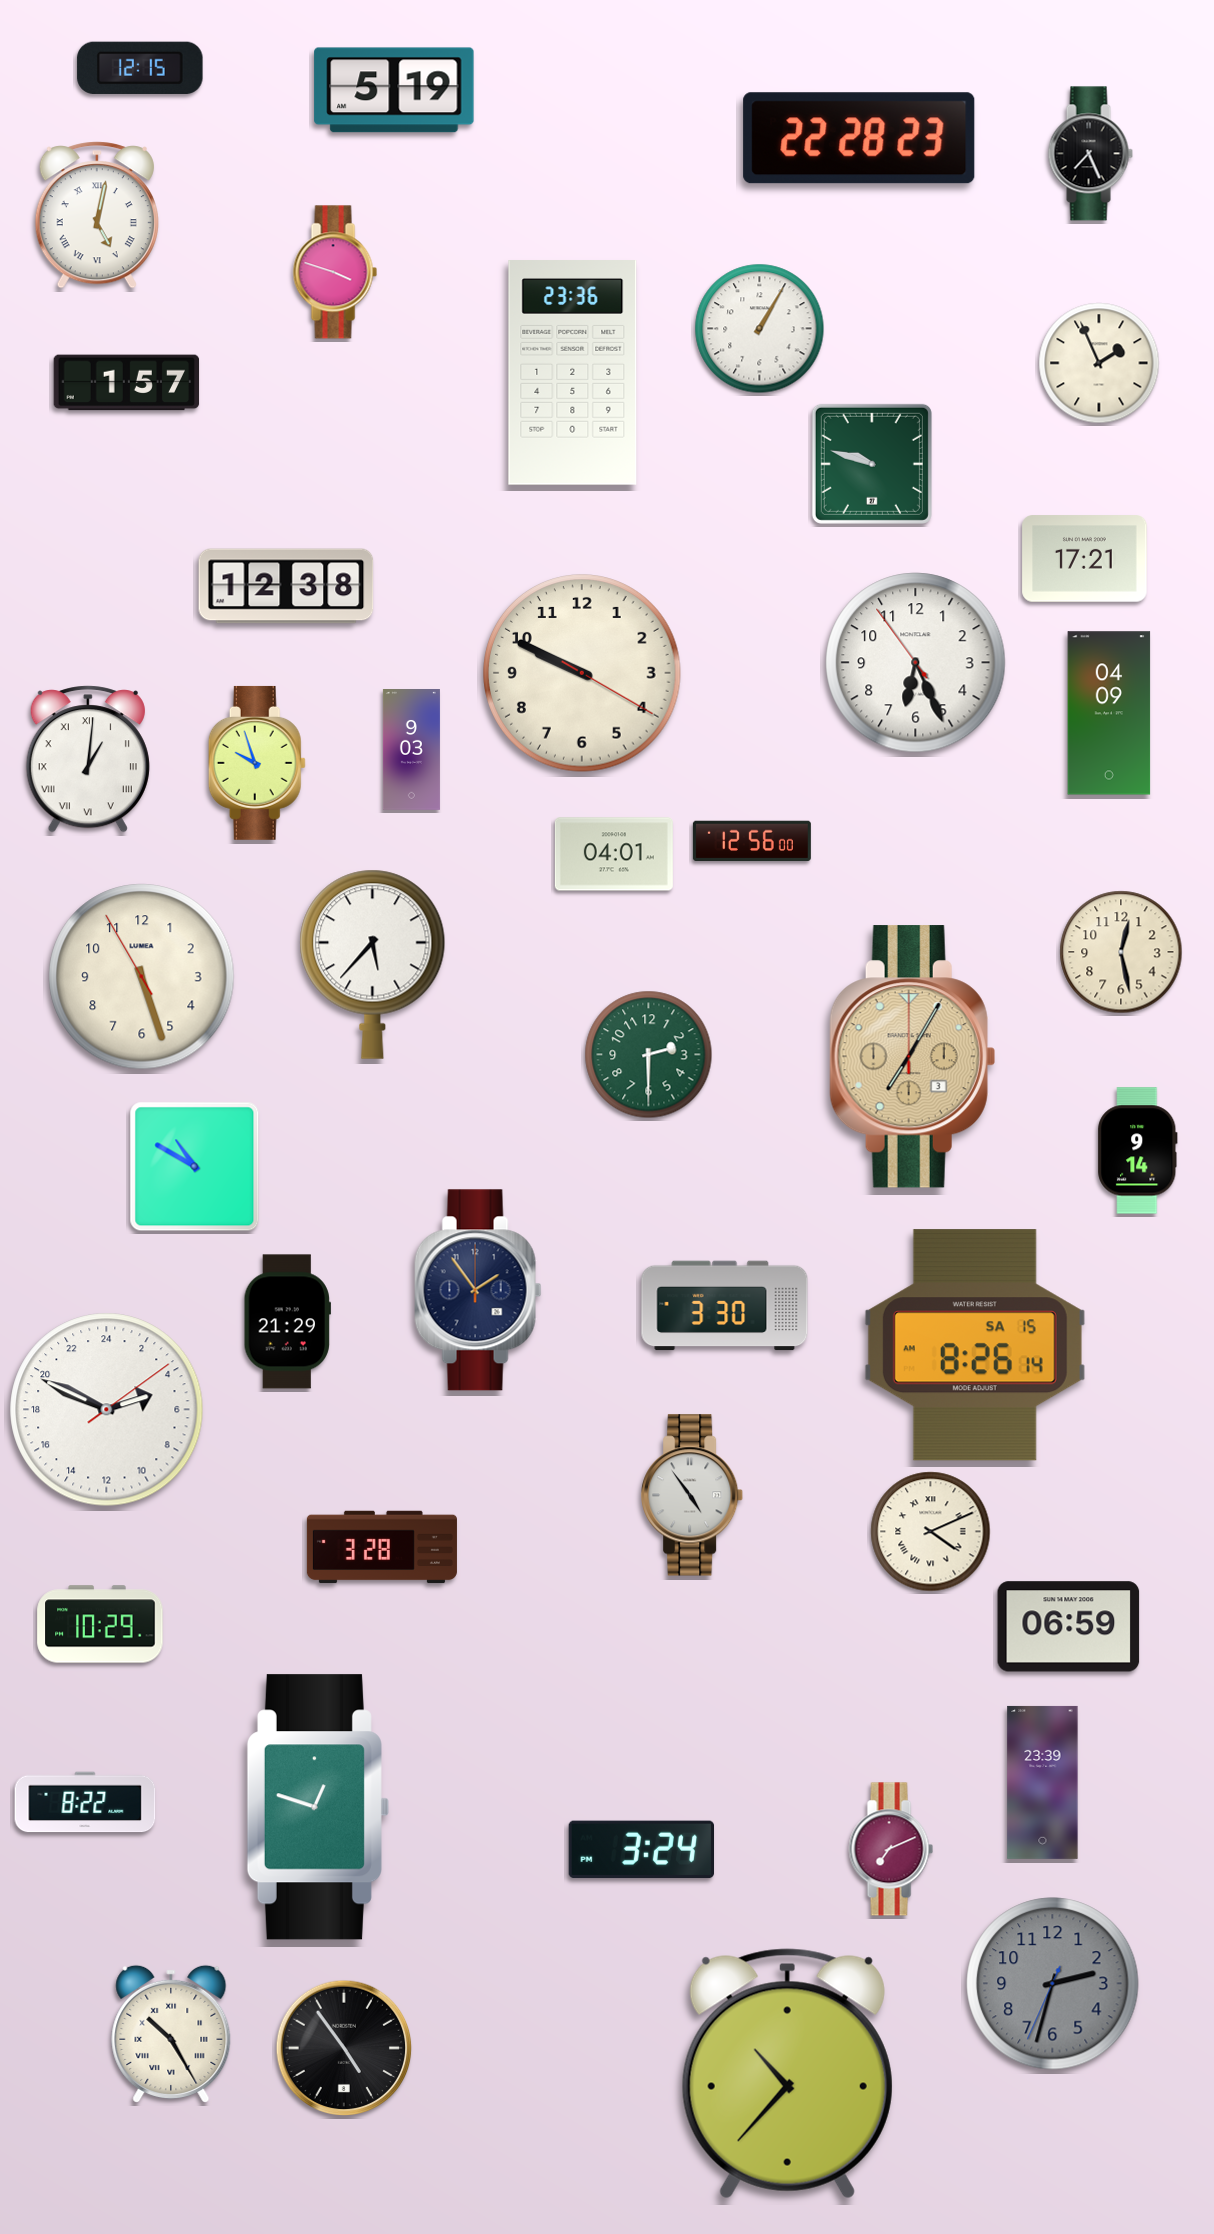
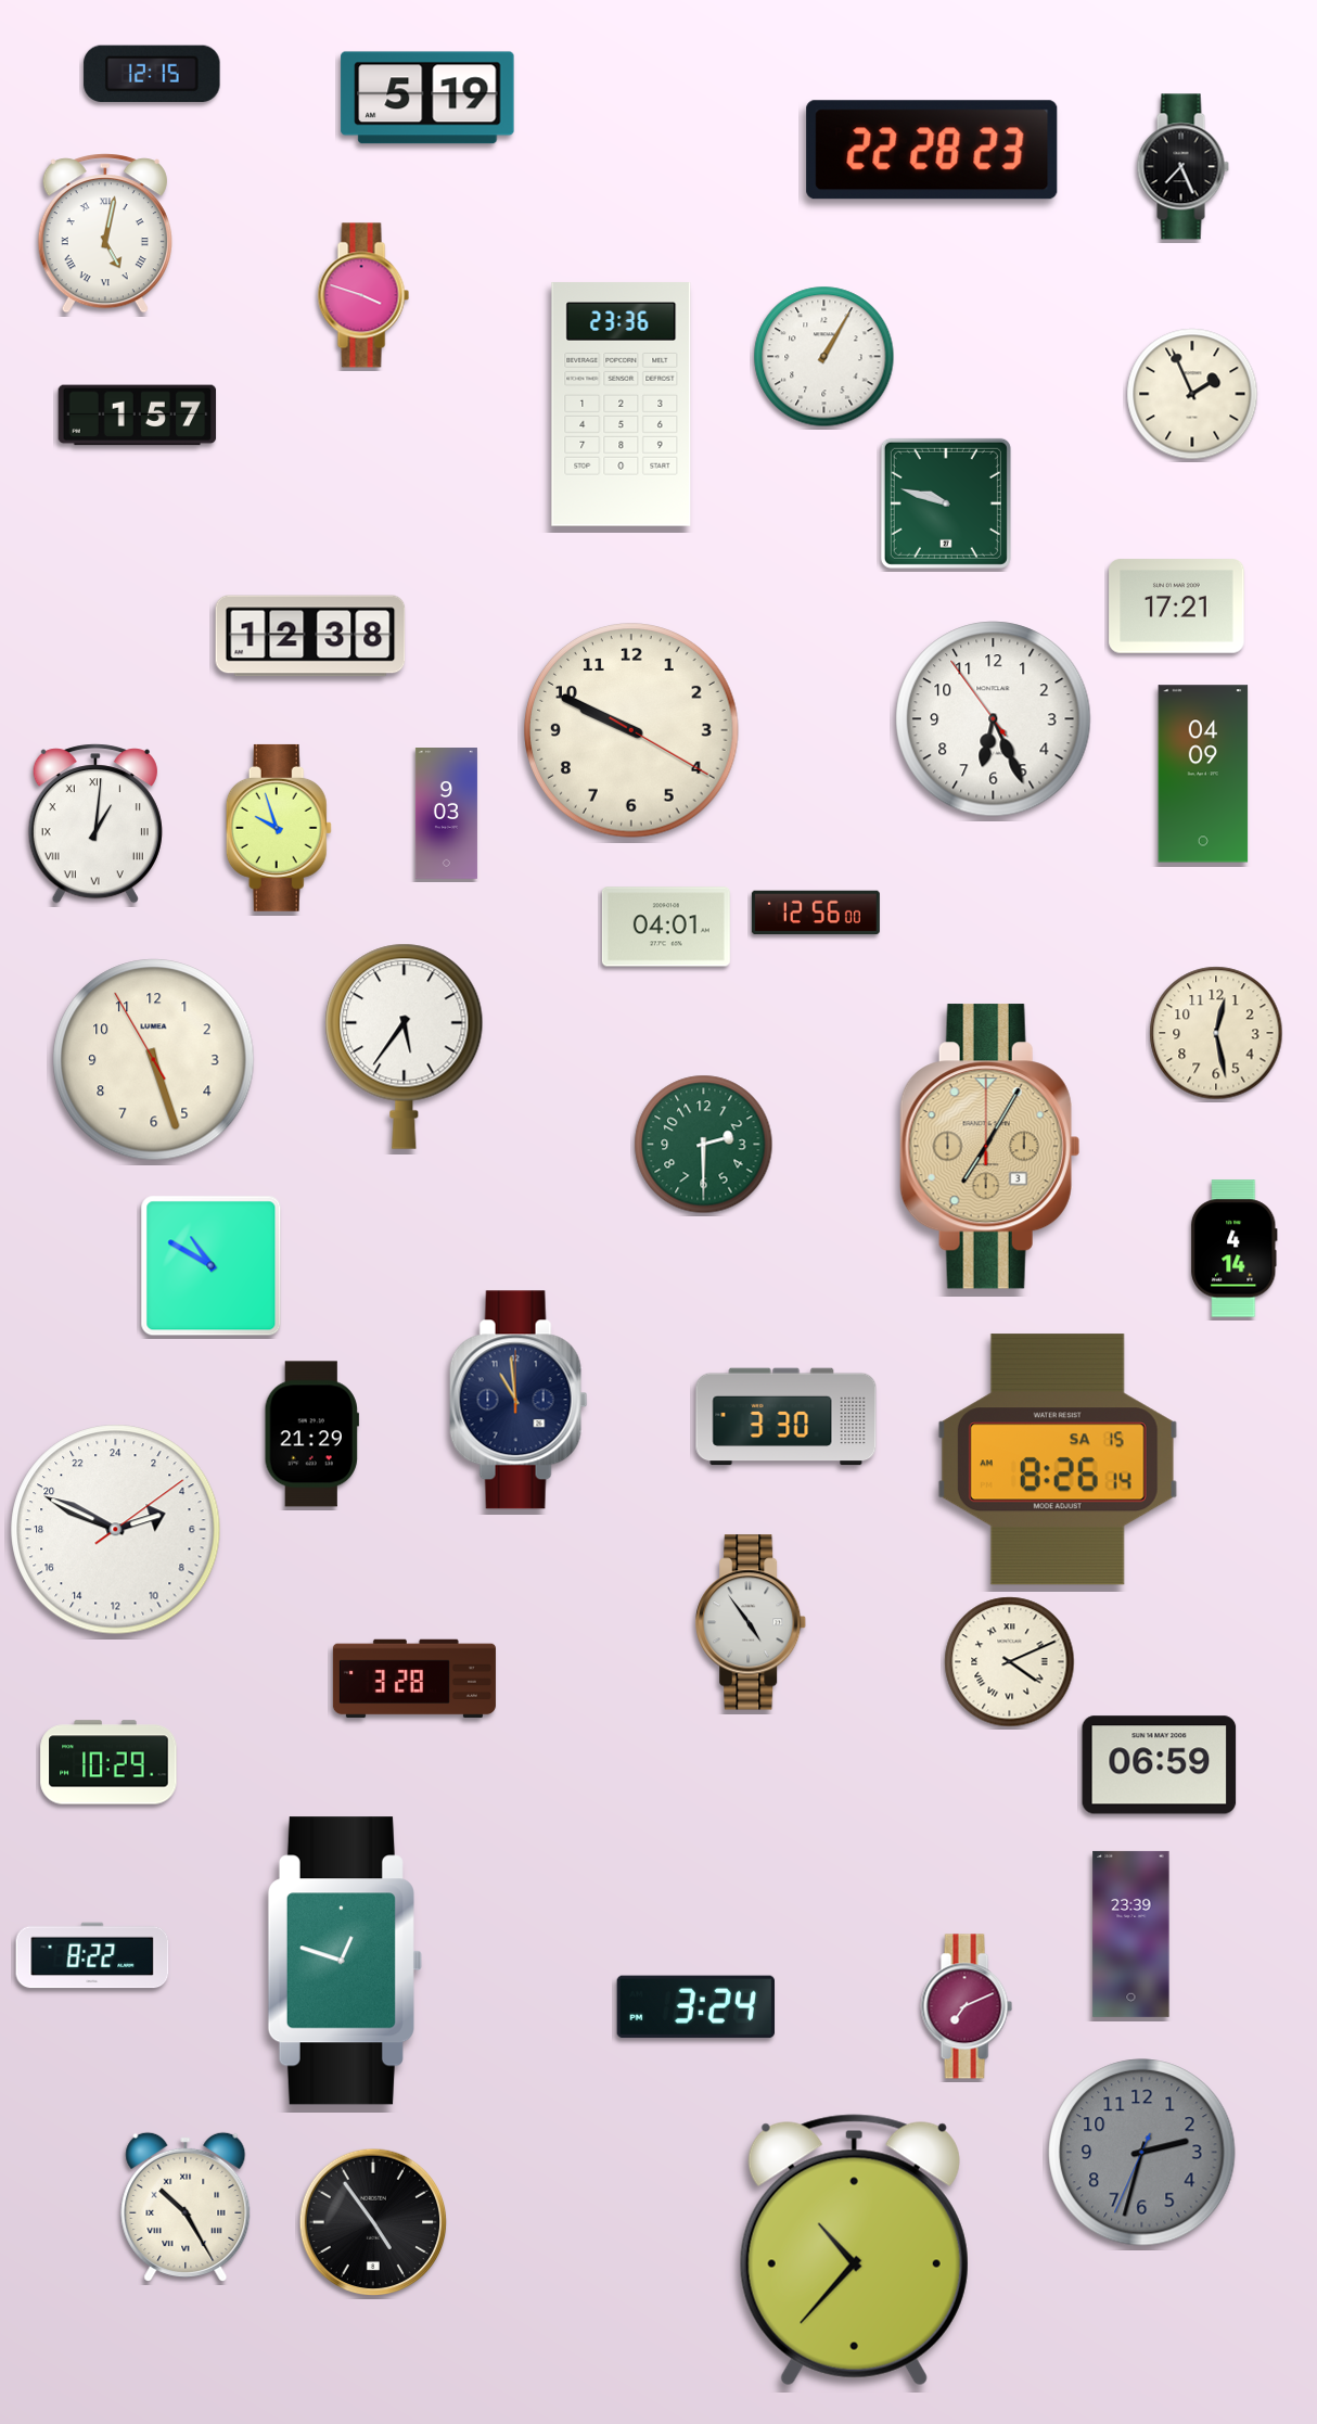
clock at (373, 964): 5:37 -> 5:36
clock at (1138, 1151): 9:14 -> 4:14
clock at (478, 1290): 1:54 -> 10:59
